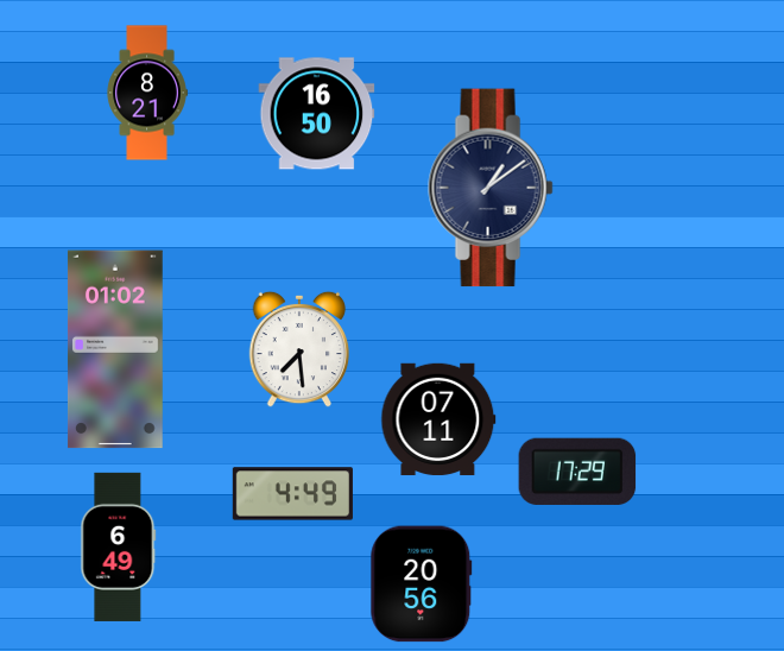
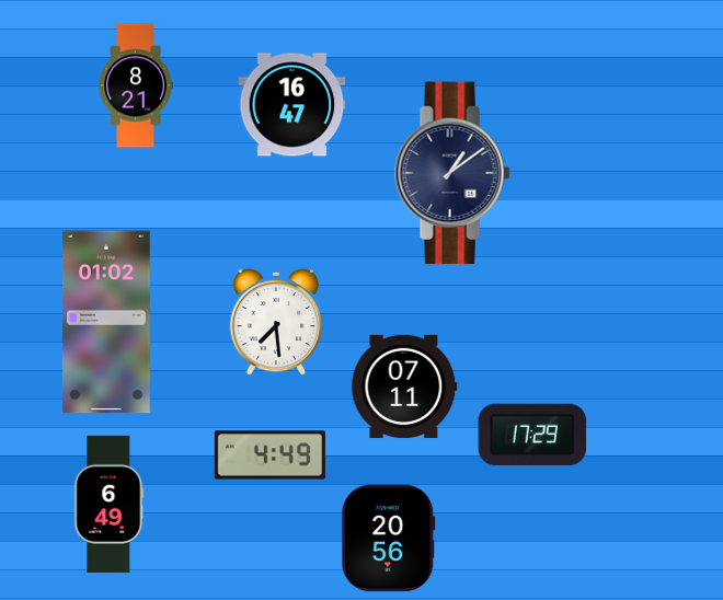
clock at (317, 114): 16:50 -> 16:47
